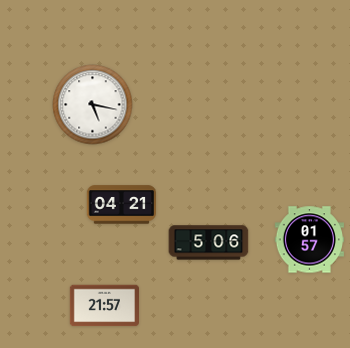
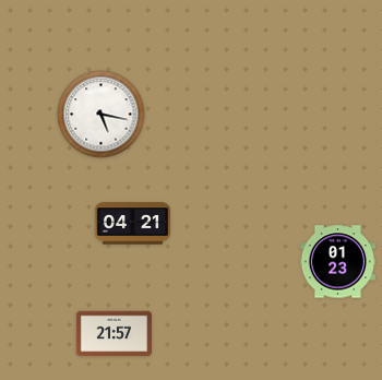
clock at (309, 240): 01:57 -> 01:23
clock at (209, 243): 5:06 -> none
